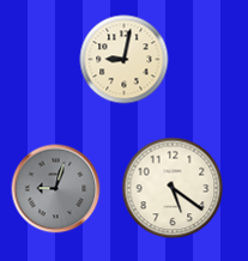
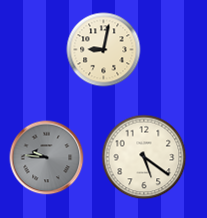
clock at (56, 189): 9:03 -> 9:46
